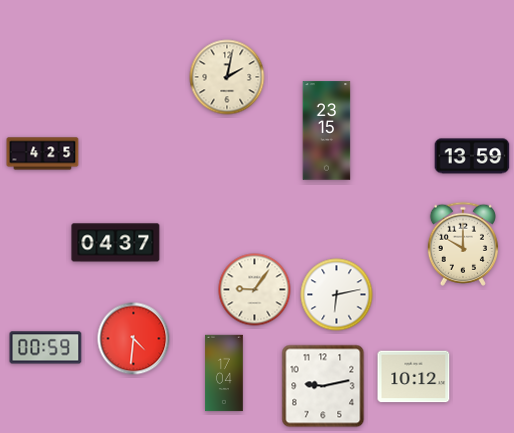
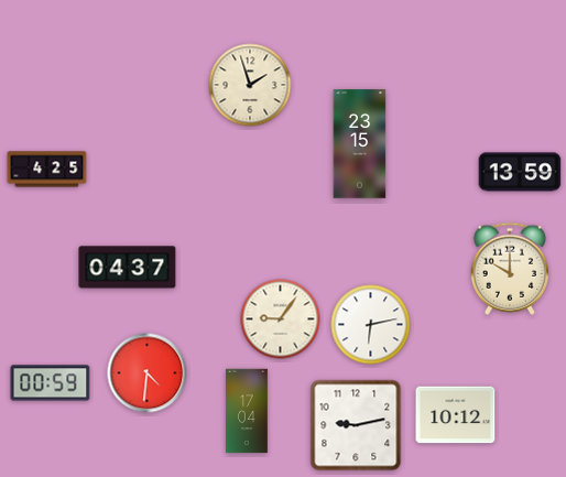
clock at (227, 77): 2:02 -> 1:57
